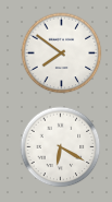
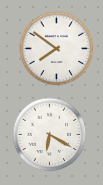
clock at (61, 147) position: (61, 147) -> (50, 135)
